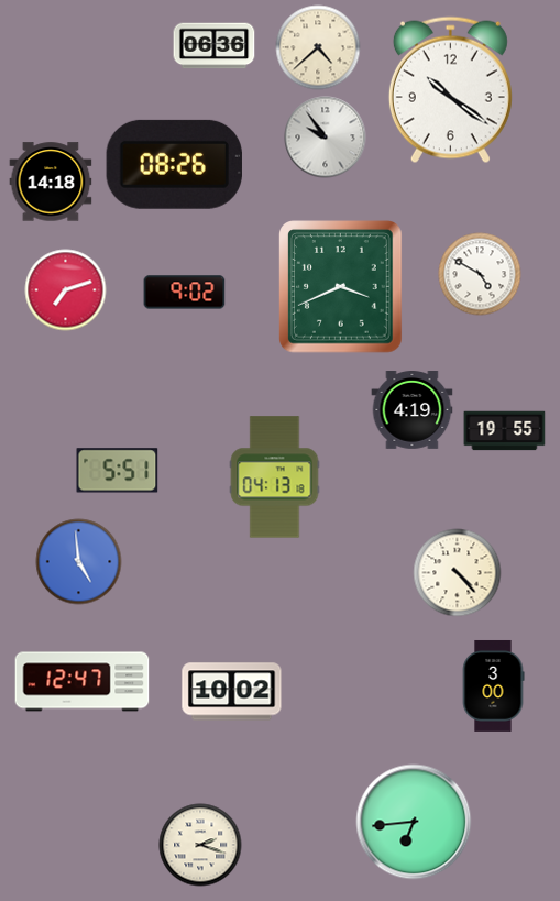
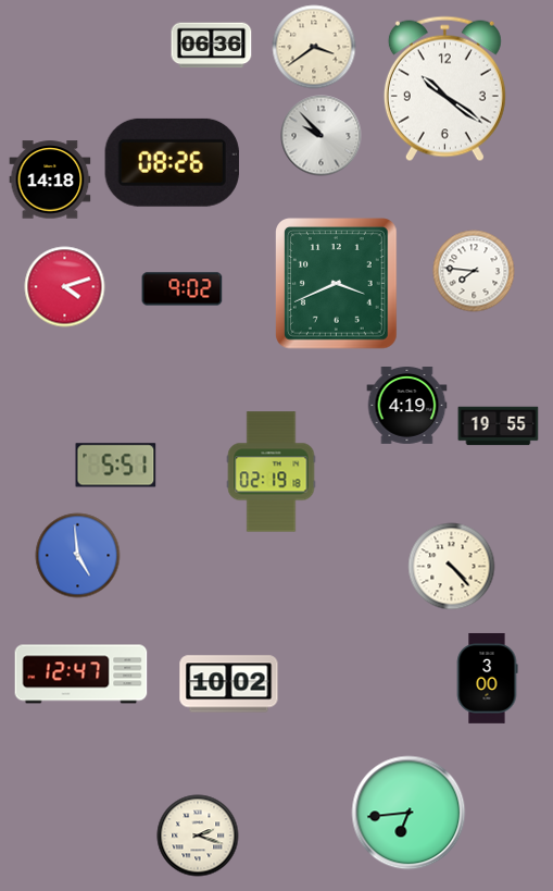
clock at (318, 47): 4:38 -> 3:39
clock at (326, 138): 9:54 -> 9:53
clock at (480, 274): 4:50 -> 7:46
clock at (66, 290): 7:12 -> 4:12
clock at (275, 477): 04:13 -> 02:19
